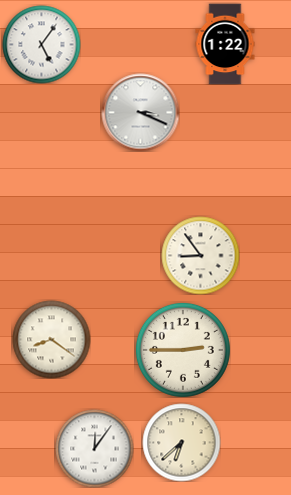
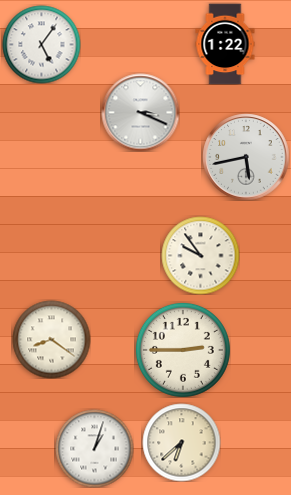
clock at (246, 157): none -> 5:43
clock at (200, 255): 8:54 -> 9:54
clock at (94, 448): 12:06 -> 1:03
